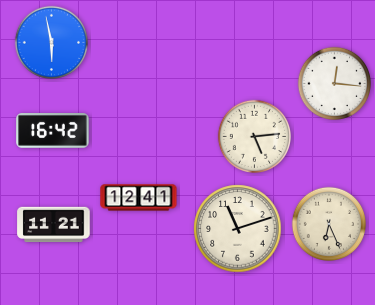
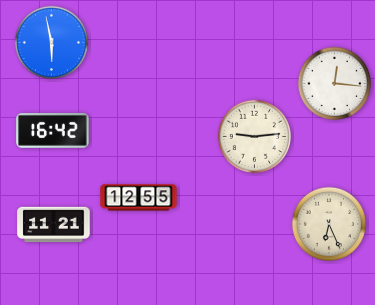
clock at (255, 137): 5:14 -> 9:14
clock at (139, 198): 12:41 -> 12:55
clock at (238, 229): 11:12 -> none
